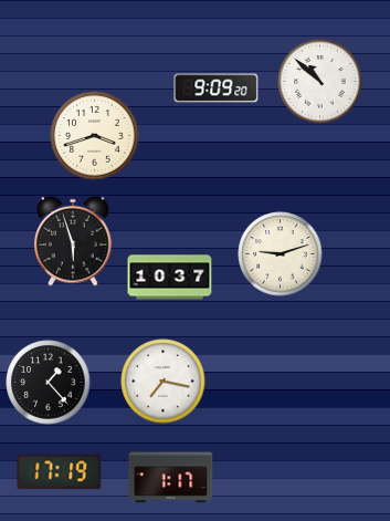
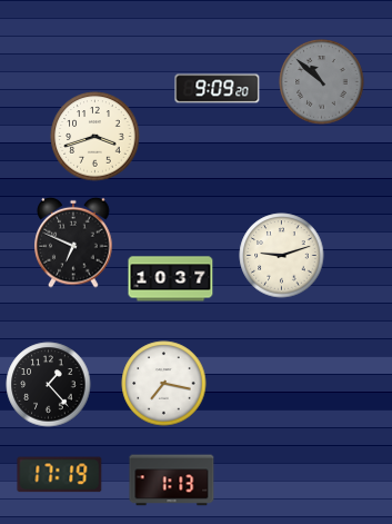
clock at (320, 82) dial: white -> grey
clock at (73, 241): 5:57 -> 6:49
clock at (171, 478): 1:17 -> 1:13
